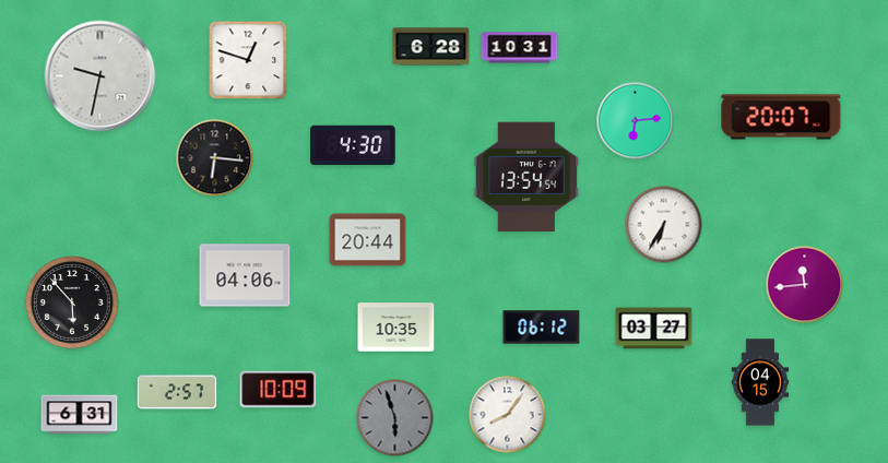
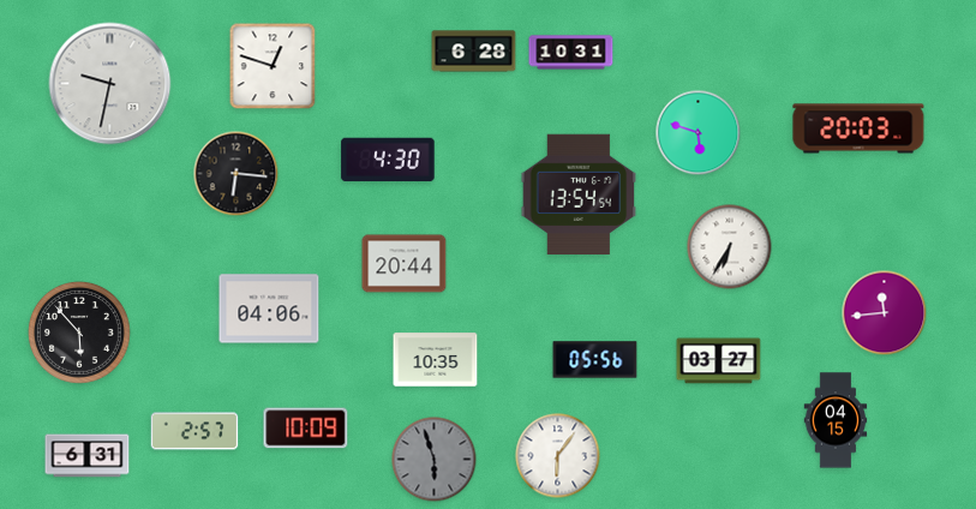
clock at (781, 117): 20:07 -> 20:03
clock at (636, 121): 6:14 -> 5:48
clock at (245, 275) position: (245, 275) -> (269, 309)
clock at (542, 328): 06:12 -> 05:56
clock at (508, 415): 8:06 -> 6:06
